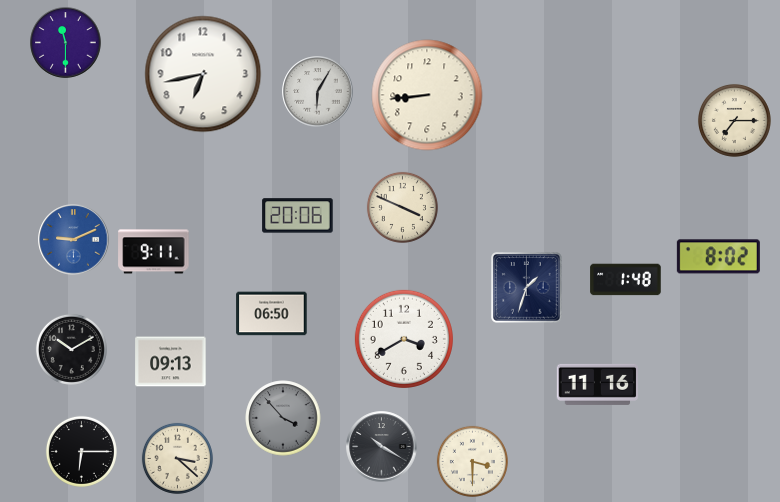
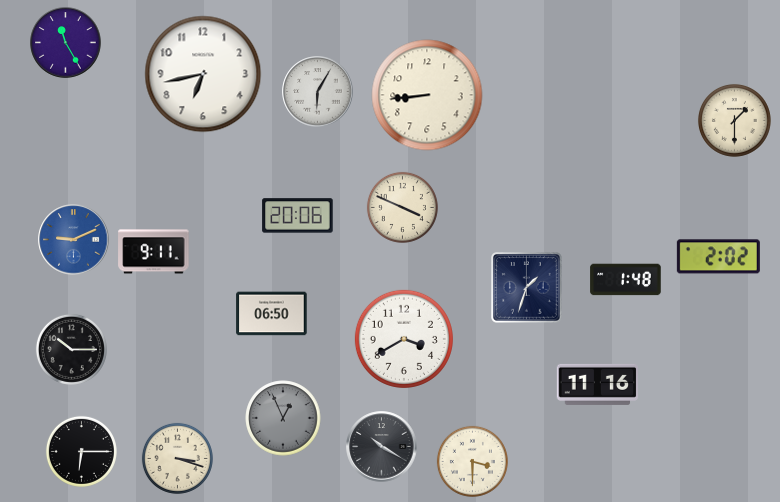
clock at (66, 43): 11:30 -> 11:25
clock at (734, 120): 7:15 -> 1:30
clock at (718, 257): 8:02 -> 2:02
clock at (71, 349): 10:10 -> 10:15
clock at (171, 362): 09:13 -> none
clock at (283, 418): 3:53 -> 12:56
clock at (177, 458): 3:22 -> 3:18
